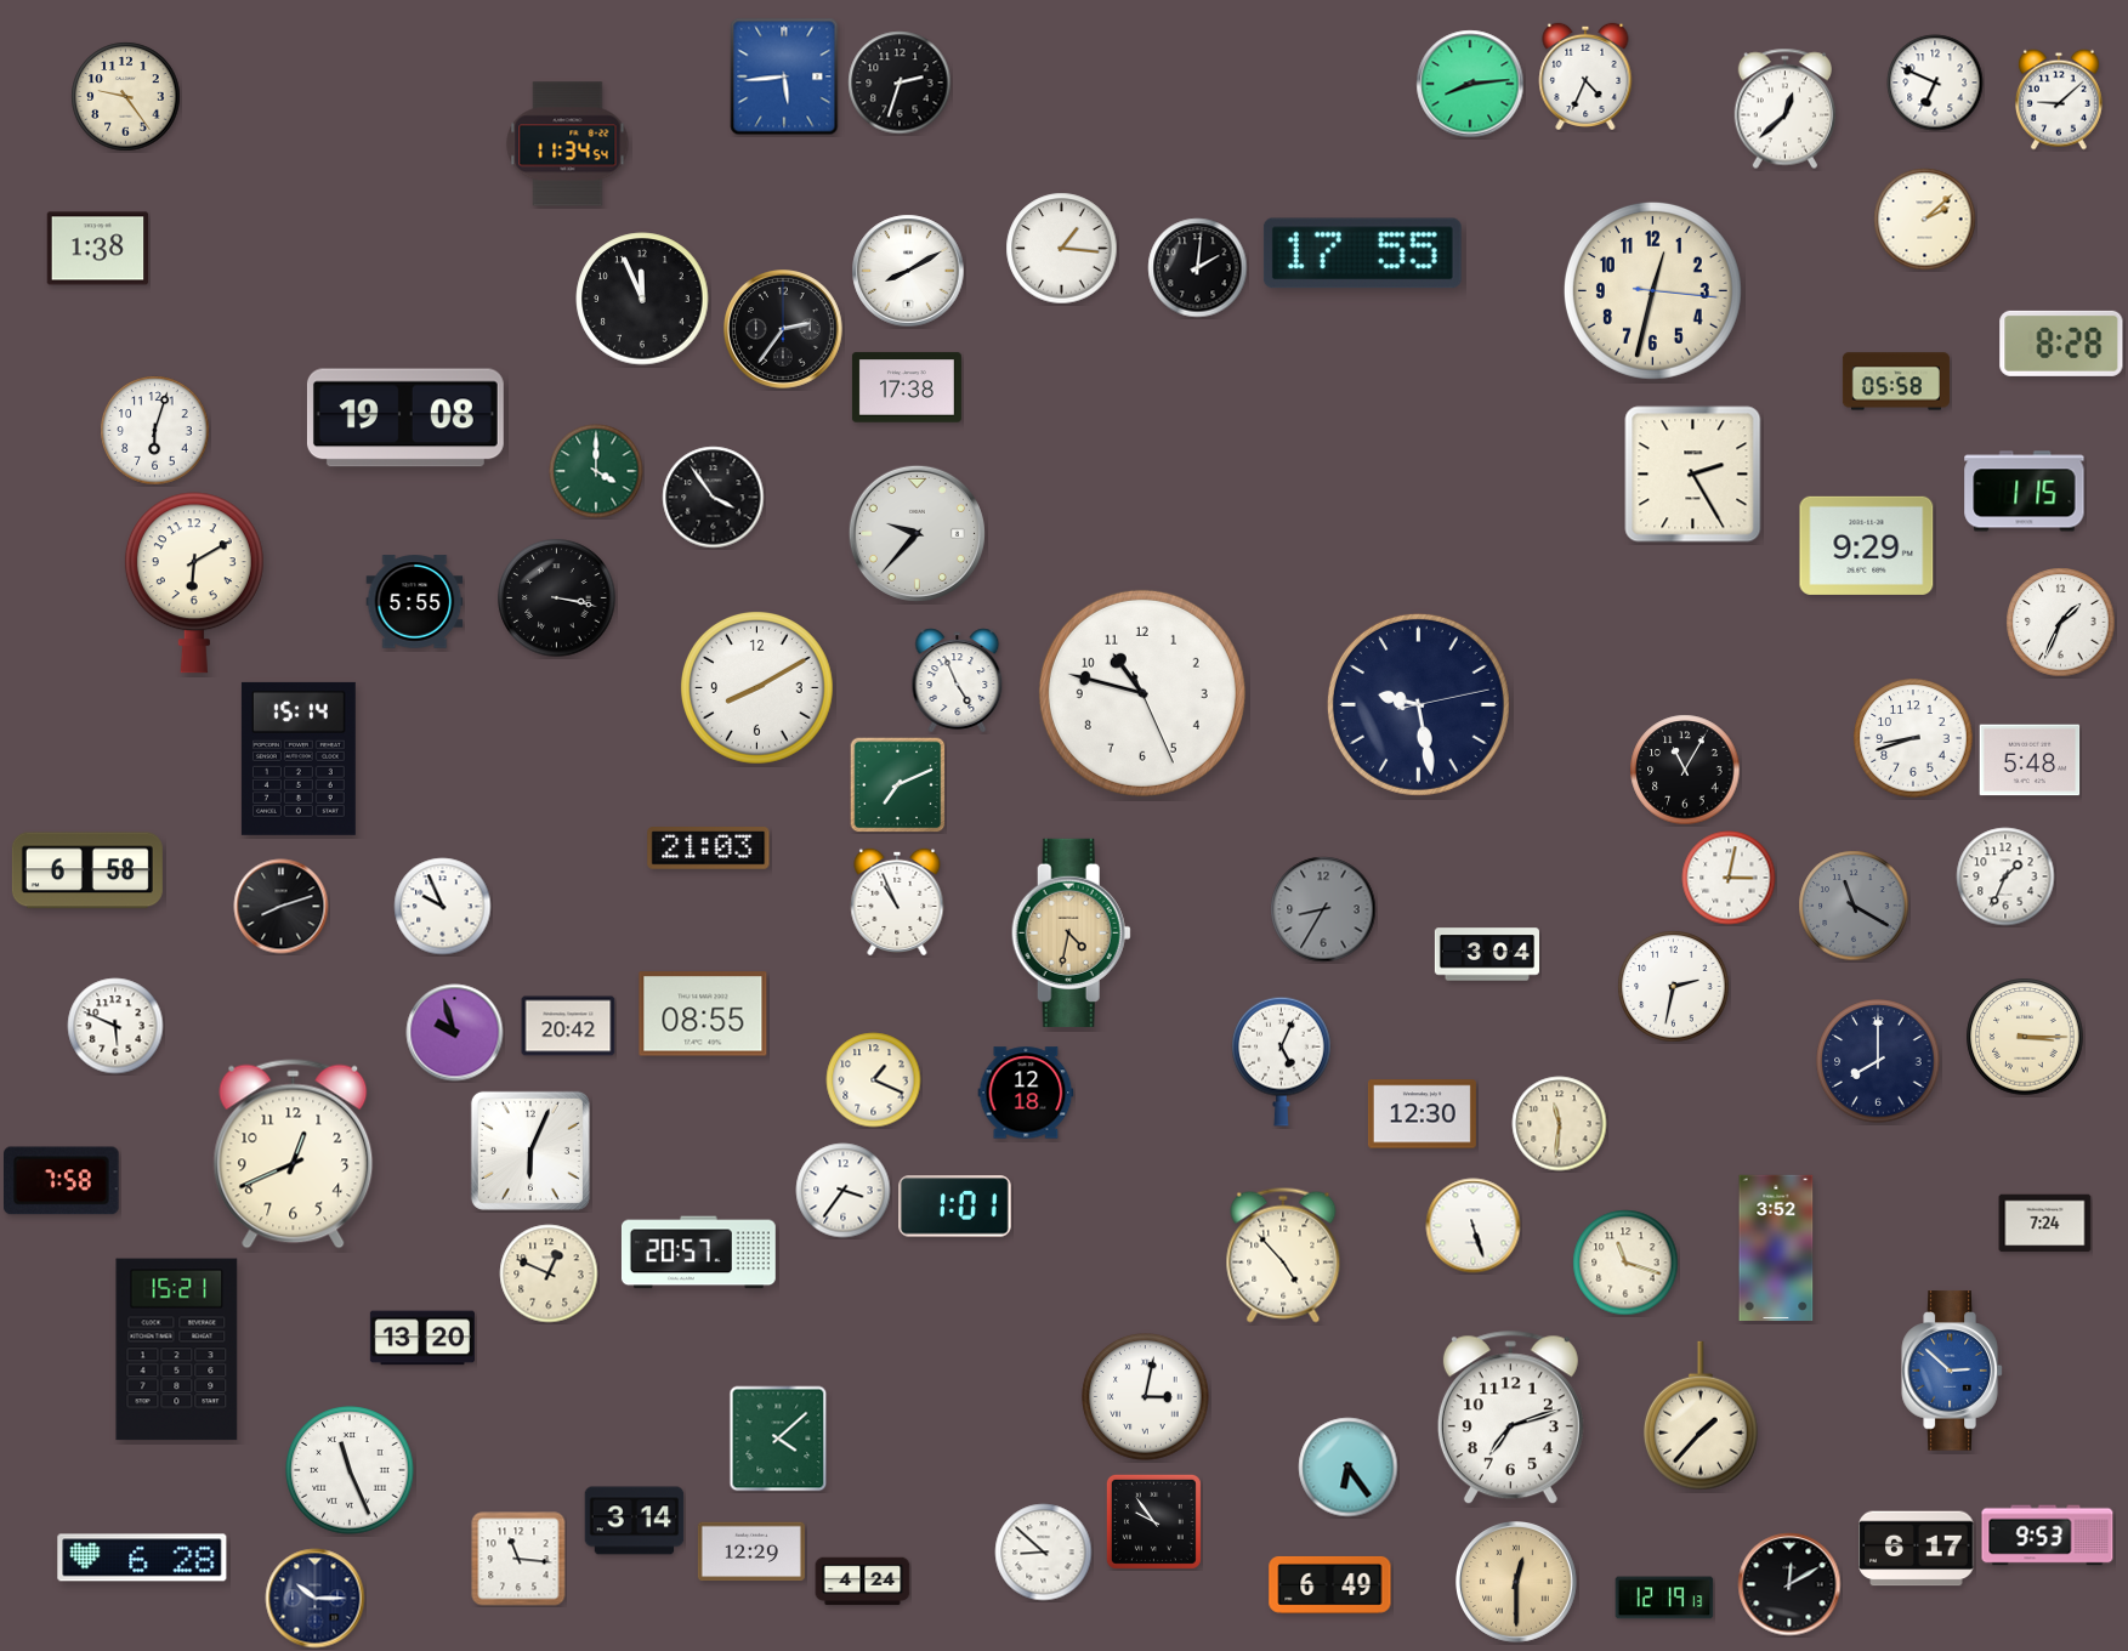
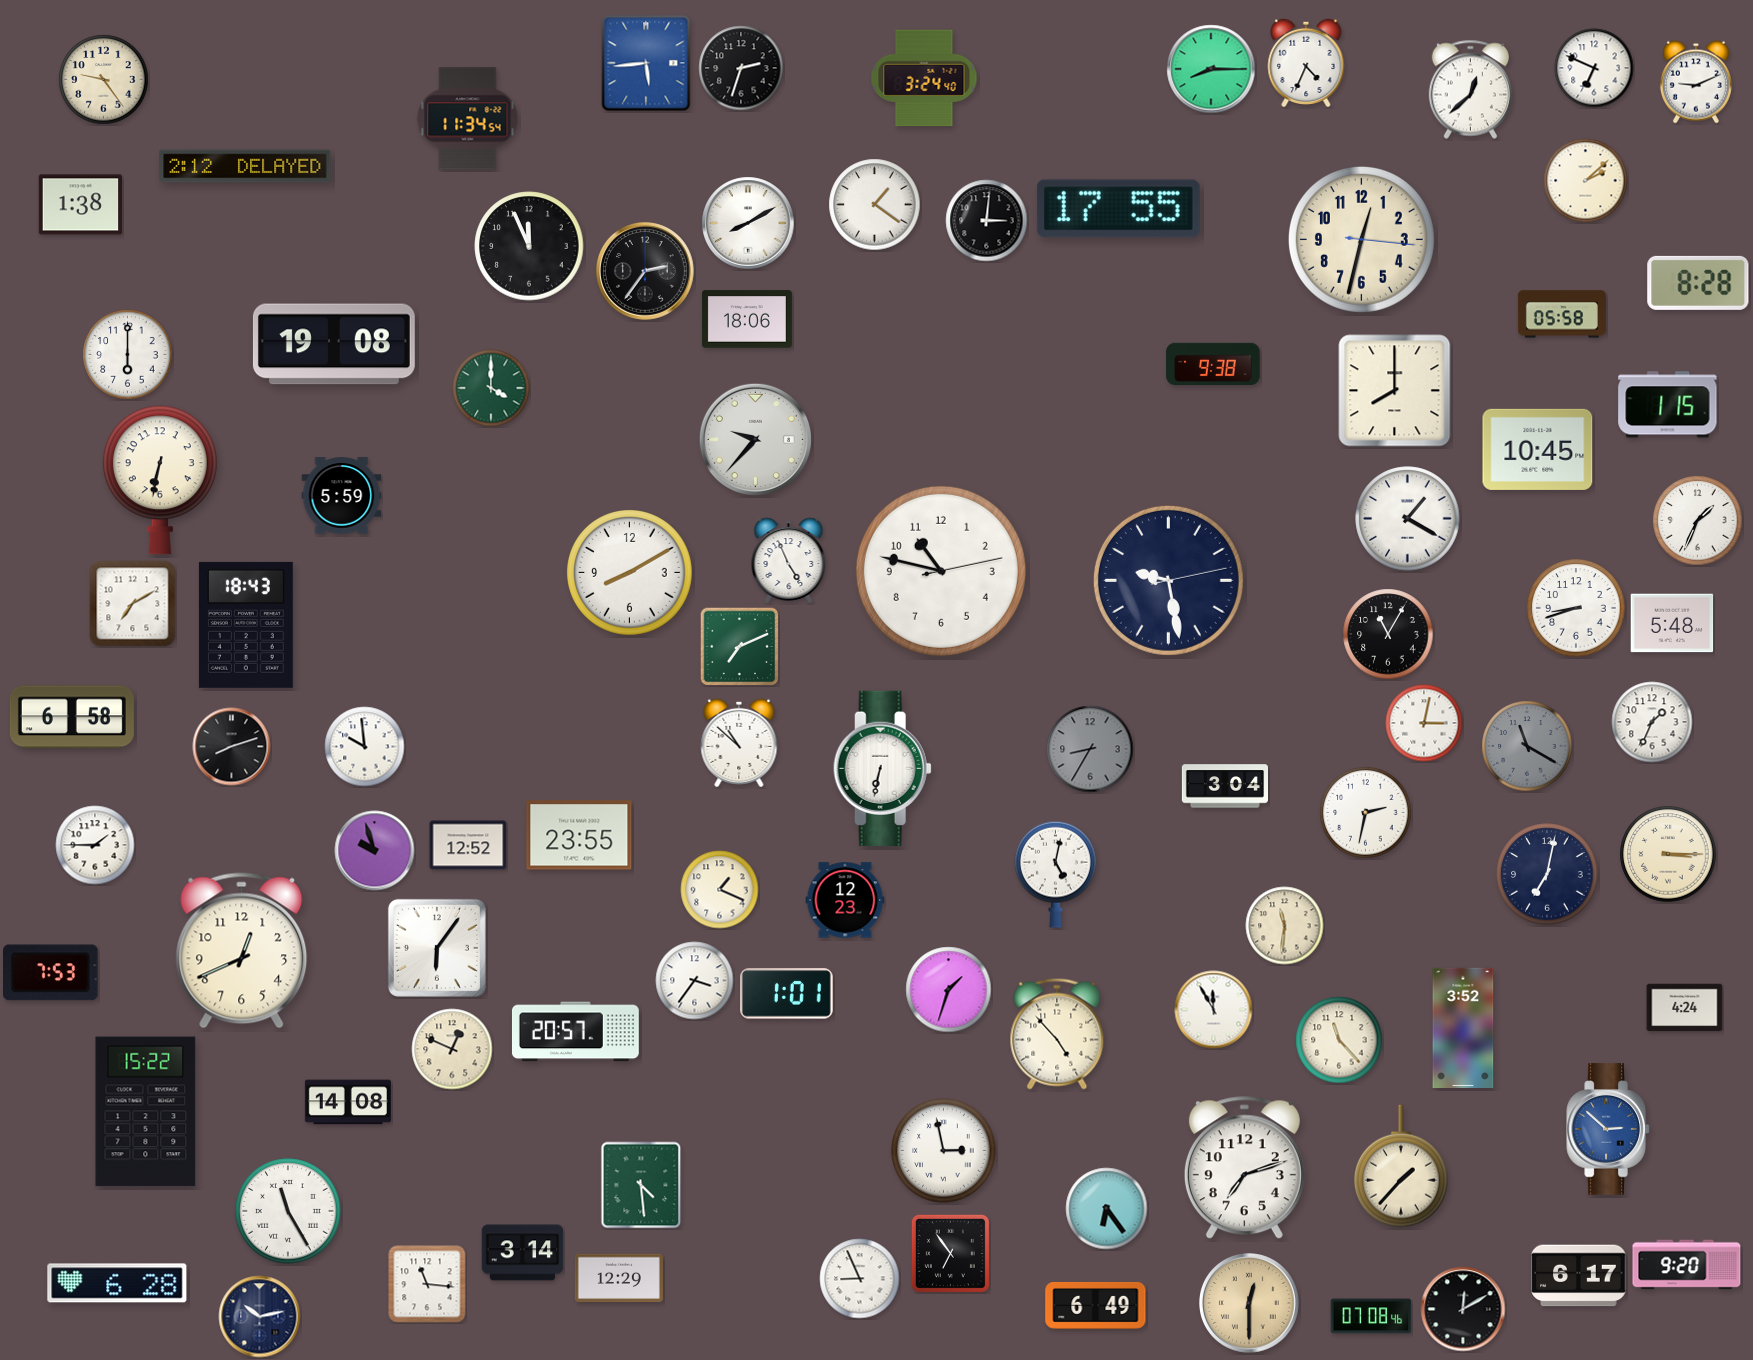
clock at (1470, 84): 8:14 -> 8:15
clock at (924, 78): none -> 3:24
clock at (2059, 100): 9:08 -> 9:11
clock at (245, 166): none -> 2:12
clock at (1062, 249): 1:16 -> 1:21
clock at (1362, 254) position: (1362, 254) -> (1118, 209)
clock at (1198, 268): 2:01 -> 3:01
clock at (907, 387): 17:38 -> 18:06
clock at (155, 431): 6:03 -> 6:00
clock at (1213, 363): none -> 9:38
clock at (1693, 475): 2:25 -> 8:00
clock at (714, 498): 3:54 -> none
clock at (1867, 545): 9:29 -> 10:45
clock at (194, 583): 6:10 -> 6:32
clock at (557, 598): 3:17 -> none
clock at (415, 602): 5:55 -> 5:59
clock at (2061, 623) position: (2061, 623) -> (1698, 521)
clock at (1408, 519): none -> 1:20
clock at (757, 688) position: (757, 688) -> (630, 573)
clock at (1142, 693): 10:47:26 -> 10:47:13
clock at (133, 604): none -> 7:10
clock at (299, 759): 15:14 -> 18:43
clock at (2030, 760) position: (2030, 760) -> (1672, 623)
clock at (709, 849): 21:03 -> none
clock at (897, 901): 10:56 -> 10:52
clock at (443, 907): 9:56 -> 9:59
clock at (1071, 932): 4:32 -> 6:32
clock at (1071, 932) dial: champagne -> white
clock at (1674, 987) position: (1674, 987) -> (1366, 813)
clock at (703, 1014): 08:55 -> 23:55
clock at (115, 1026): 5:49 -> 1:45
clock at (568, 1026): 20:42 -> 12:52
clock at (1282, 1061): 5:04 -> 5:02
clock at (1878, 1061): 8:00 -> 7:02
clock at (1026, 1093): 12:18 -> 12:23
clock at (1421, 1114): 12:30 -> none
clock at (530, 1151): 6:04 -> 6:06
clock at (62, 1181): 7:58 -> 7:53
clock at (949, 990): none -> 1:33
clock at (2045, 1224): 7:24 -> 4:24
clock at (1474, 1226): 5:27 -> 11:55
clock at (1625, 1263): 11:18 -> 11:23
clock at (422, 1338): 13:20 -> 14:08
clock at (177, 1350): 15:21 -> 15:22
clock at (1146, 1397): 3:02 -> 2:58
clock at (778, 1439): 4:08 -> 4:29
clock at (1349, 1468) position: (1349, 1468) -> (1107, 1209)
clock at (350, 1470): 11:26 -> 11:25
clock at (1153, 1521): 9:54 -> 6:54
clock at (2048, 1536): 9:53 -> 9:20
clock at (1044, 1553): 8:52 -> 8:56
clock at (863, 1582): 4:24 -> none
clock at (1789, 1584) position: (1789, 1584) -> (1463, 1309)
clock at (1664, 1598): 12:19 -> 07:08
clock at (316, 1599): 10:15 -> 10:13
